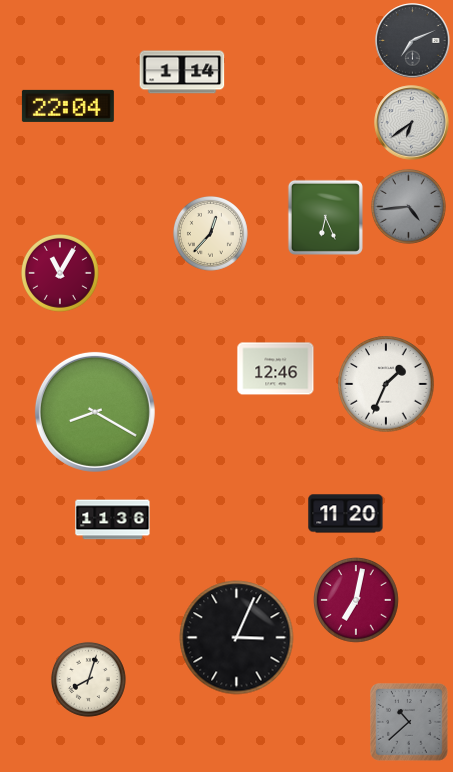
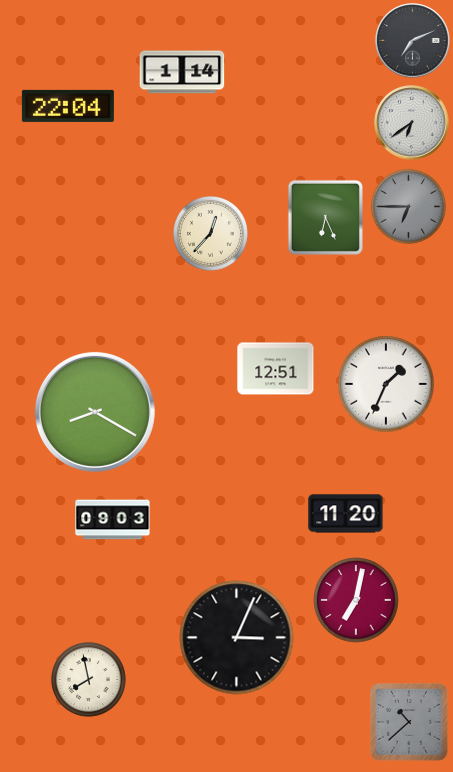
clock at (408, 206): 4:44 -> 6:45
clock at (60, 273): 11:05 -> none
clock at (276, 369): 12:46 -> 12:51
clock at (113, 520): 11:36 -> 09:03
clock at (88, 679): 8:03 -> 7:58
